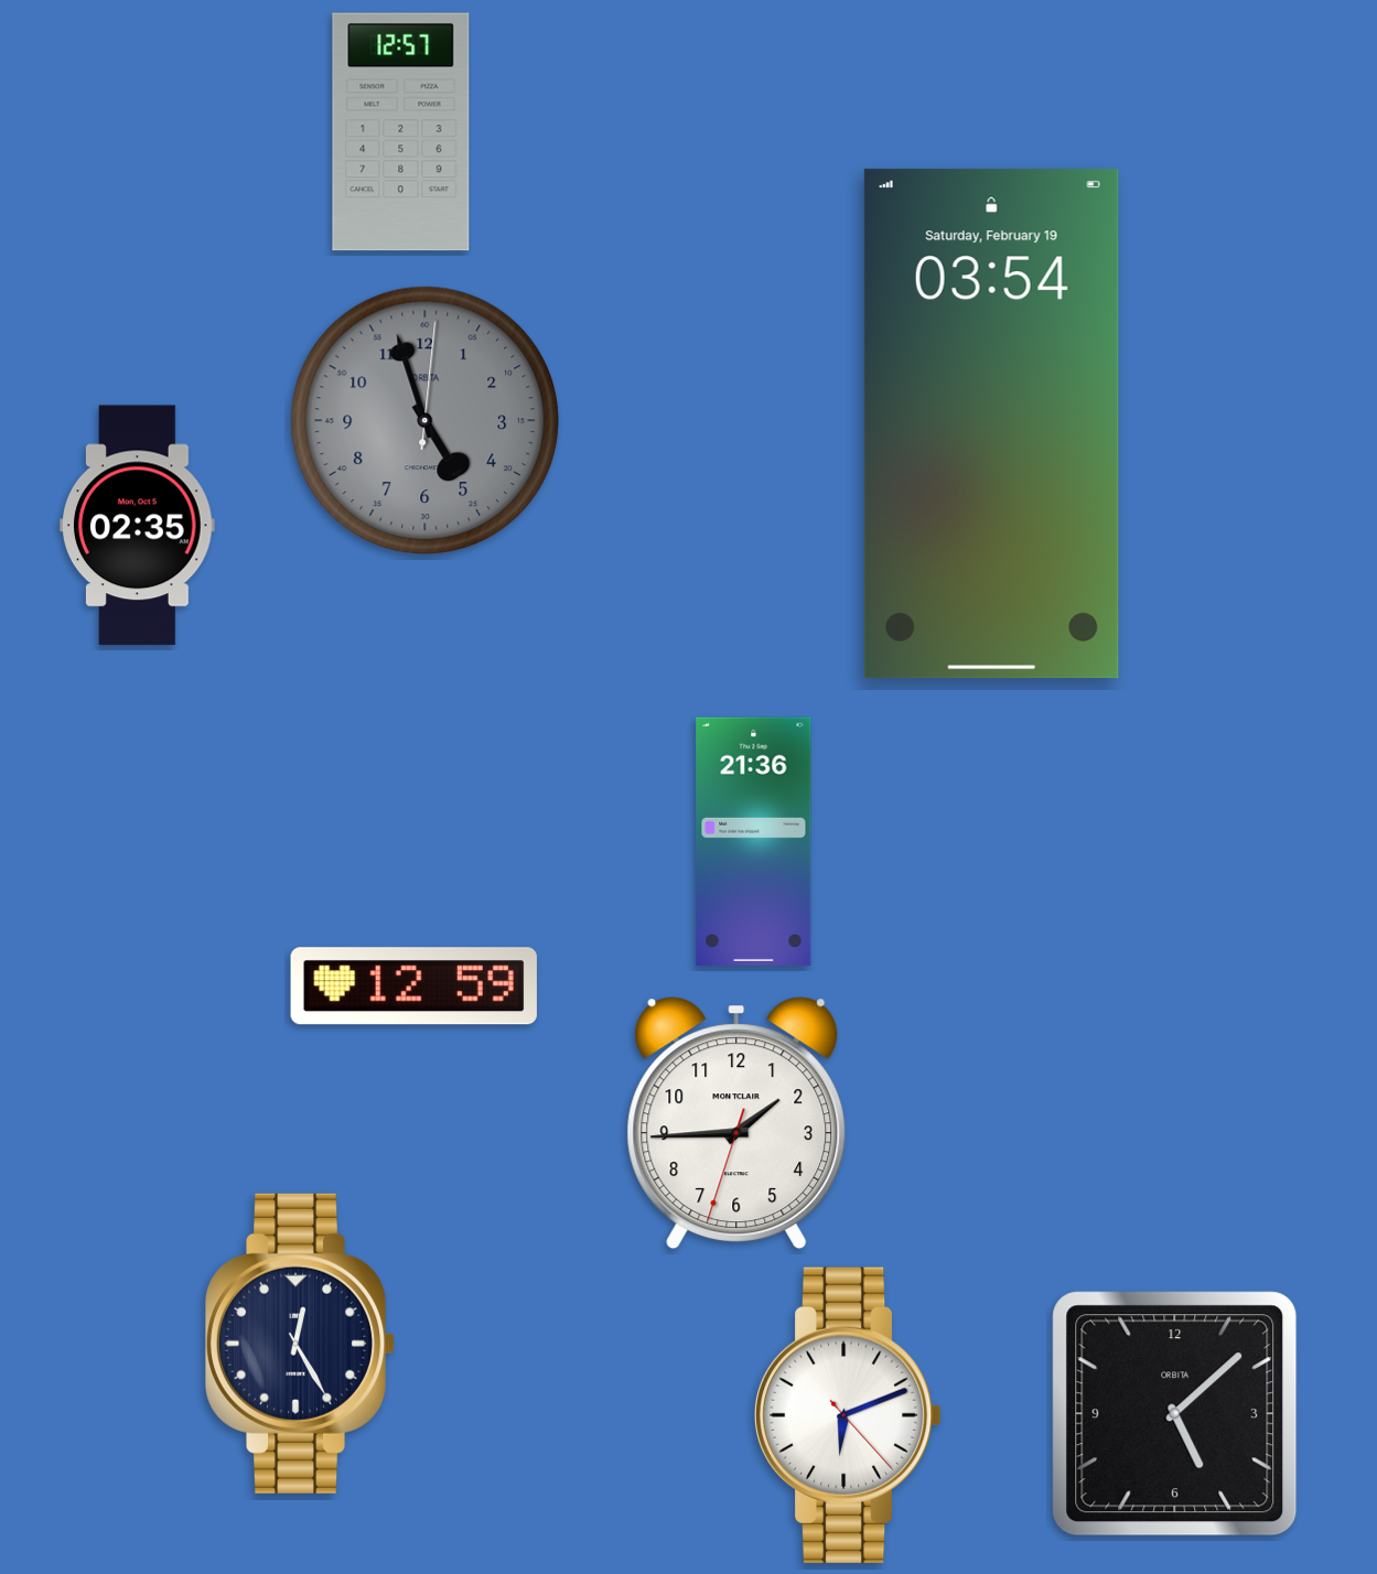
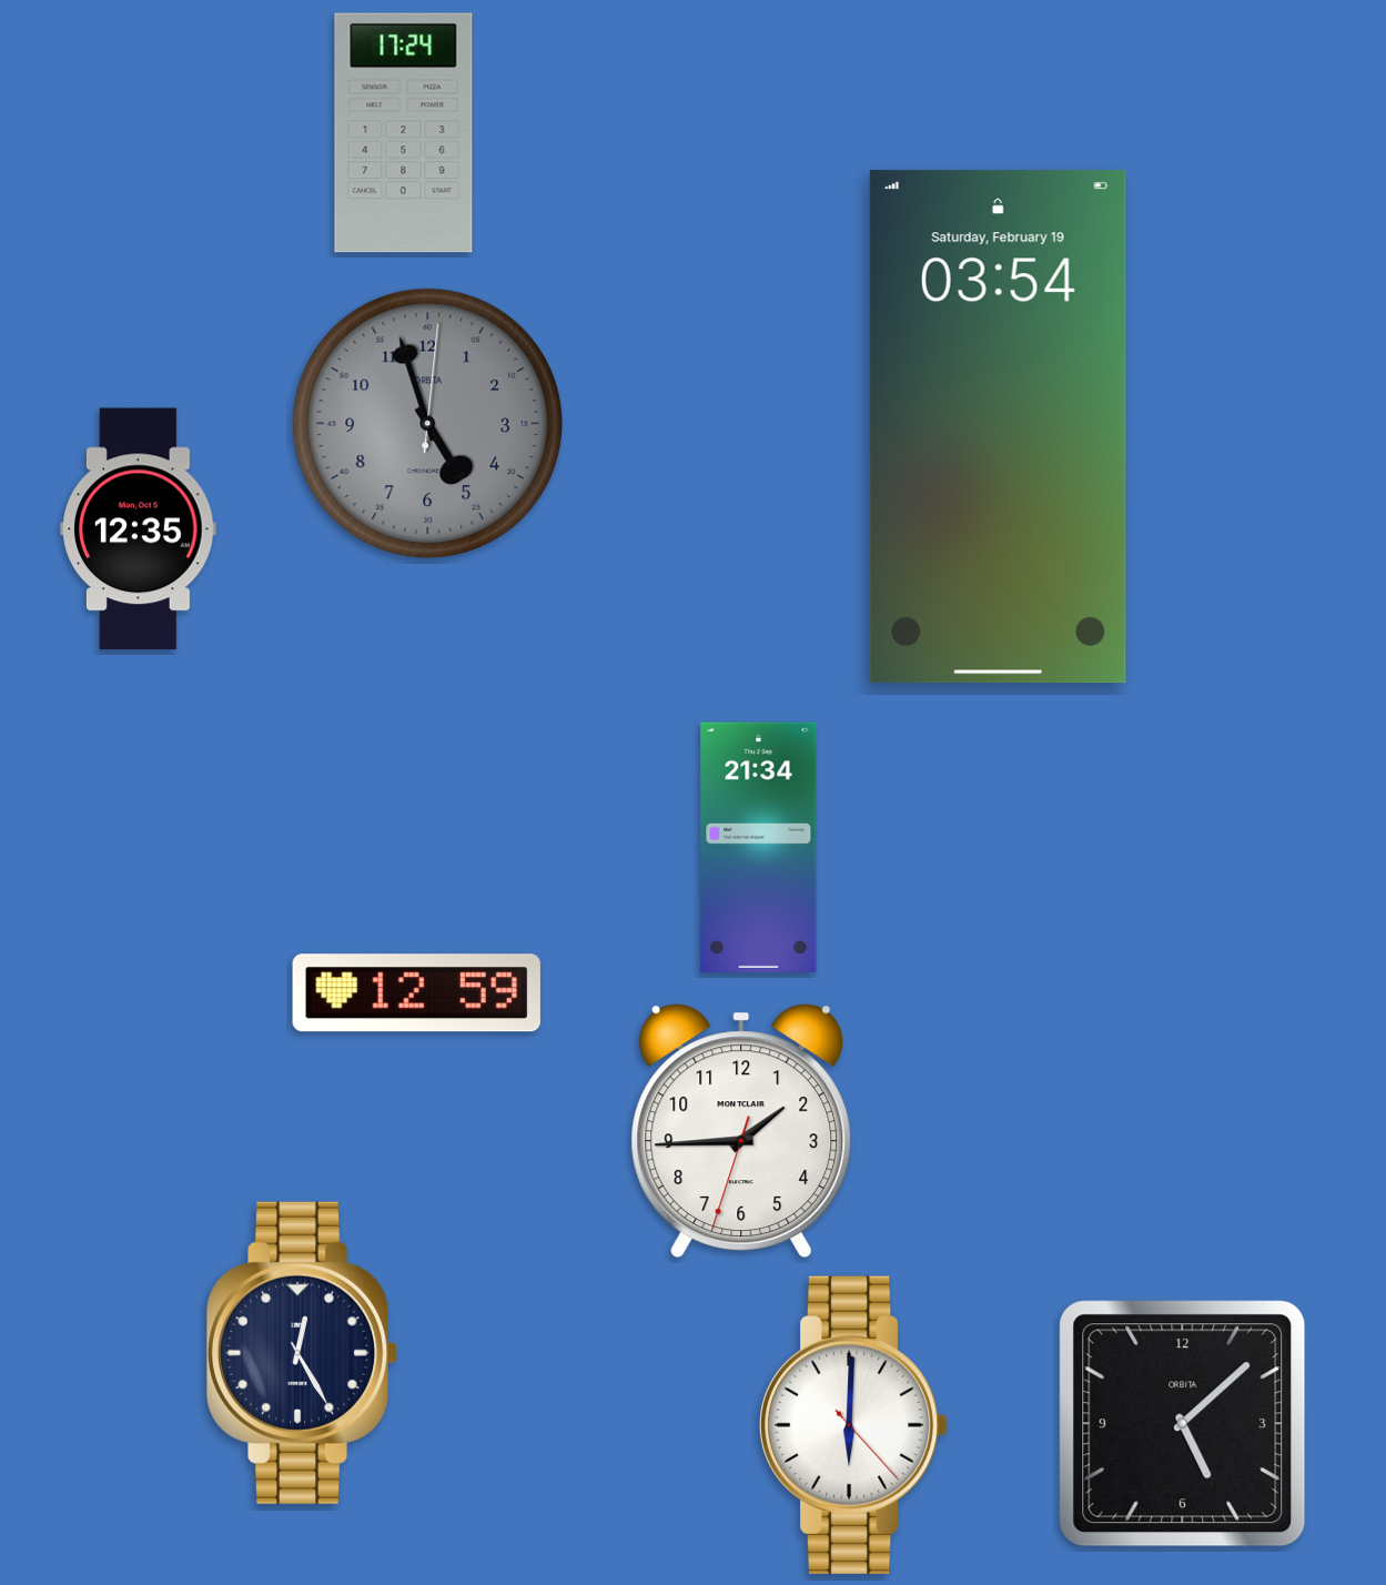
clock at (401, 132): 12:57 -> 17:24
clock at (138, 526): 02:35 -> 12:35
clock at (754, 841): 21:36 -> 21:34
clock at (849, 1415): 6:11 -> 6:00
